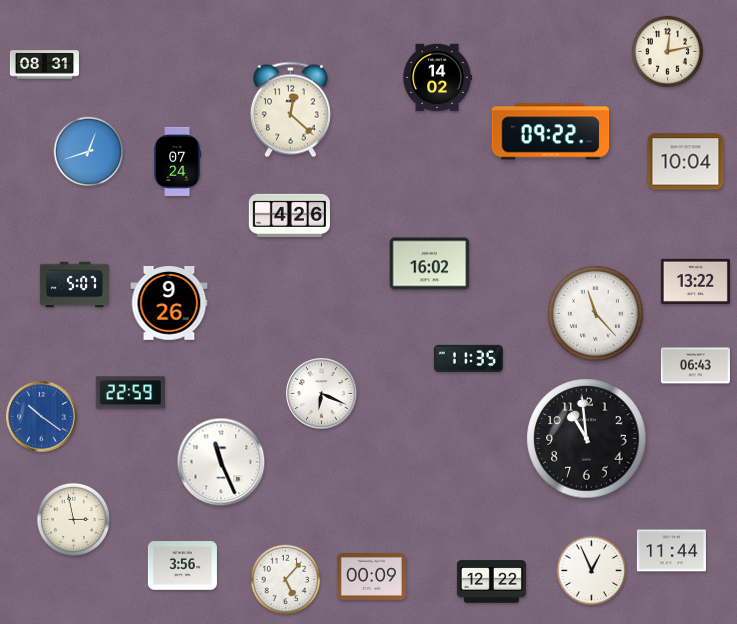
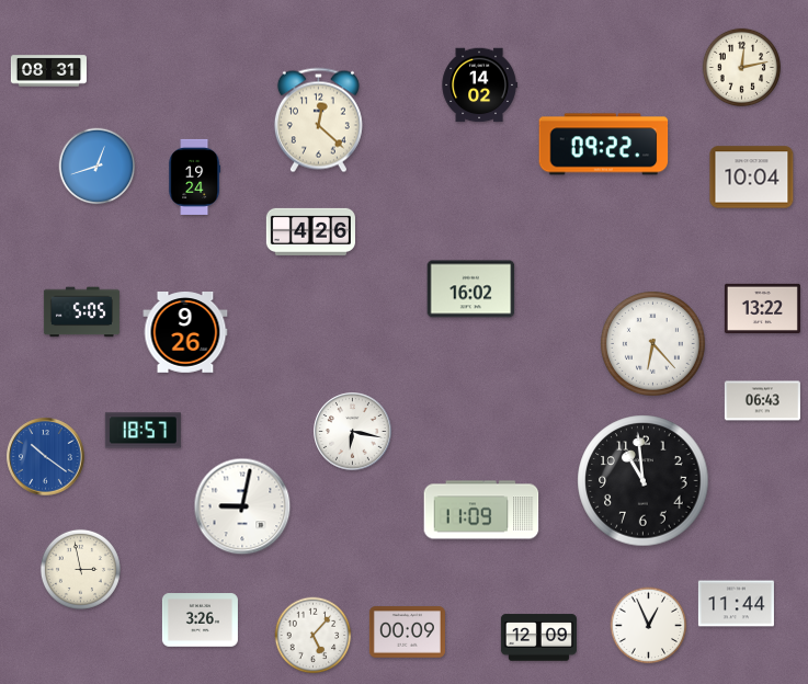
clock at (667, 51) position: (667, 51) -> (741, 67)
clock at (178, 161): 07:24 -> 19:24
clock at (289, 215) position: (289, 215) -> (310, 231)
clock at (74, 285): 5:07 -> 5:05
clock at (595, 313): 11:23 -> 6:23
clock at (468, 358): 11:35 -> none
clock at (130, 393): 22:59 -> 18:57
clock at (322, 394): 6:19 -> 6:17
clock at (221, 462): 11:26 -> 9:02
clock at (481, 510): none -> 11:09
clock at (182, 566): 3:56 -> 3:26
clock at (491, 582): 12:22 -> 12:09
